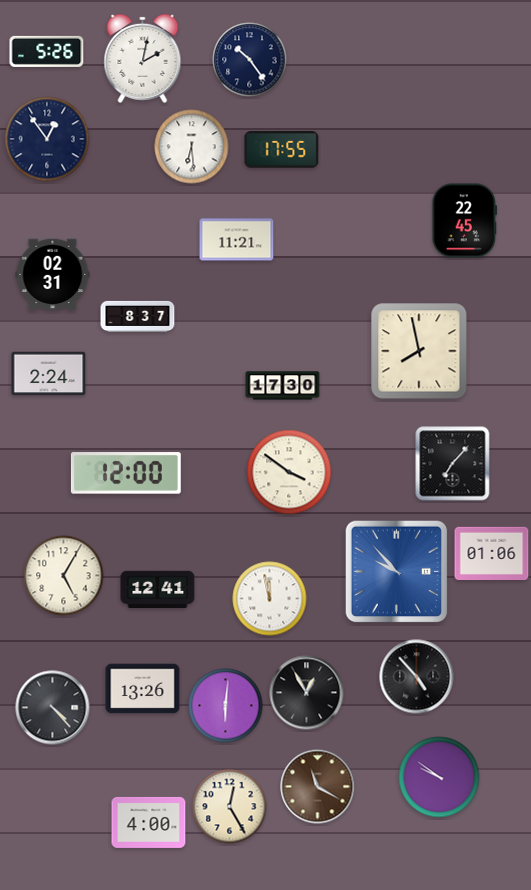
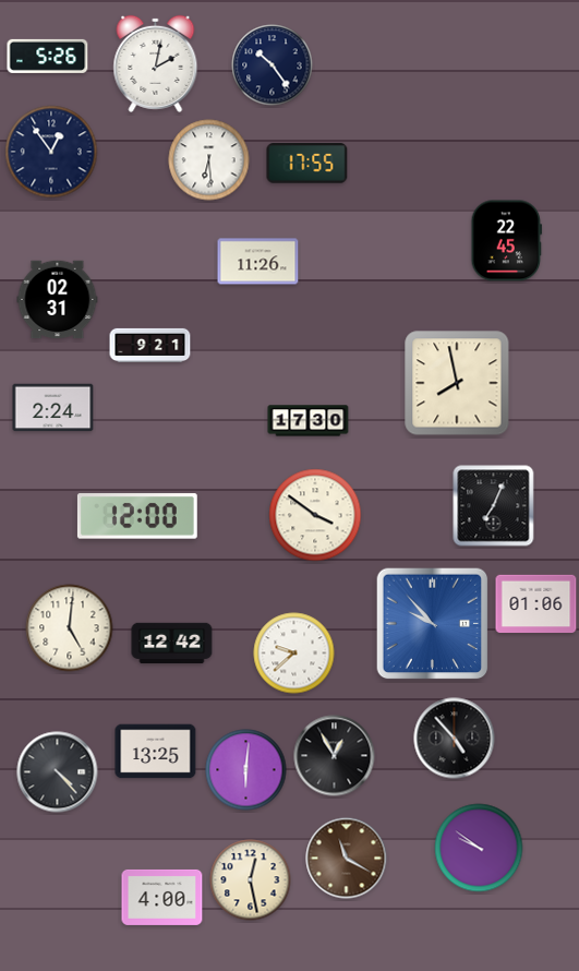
clock at (47, 51) position: (47, 51) -> (48, 56)
clock at (237, 240): 11:21 -> 11:26
clock at (138, 316): 8:37 -> 9:21
clock at (453, 464): 7:07 -> 7:04
clock at (64, 576): 5:05 -> 5:01
clock at (158, 590): 12:41 -> 12:42
clock at (270, 599): 11:58 -> 9:38
clock at (143, 689): 13:26 -> 13:25
clock at (230, 807): 12:25 -> 12:28
